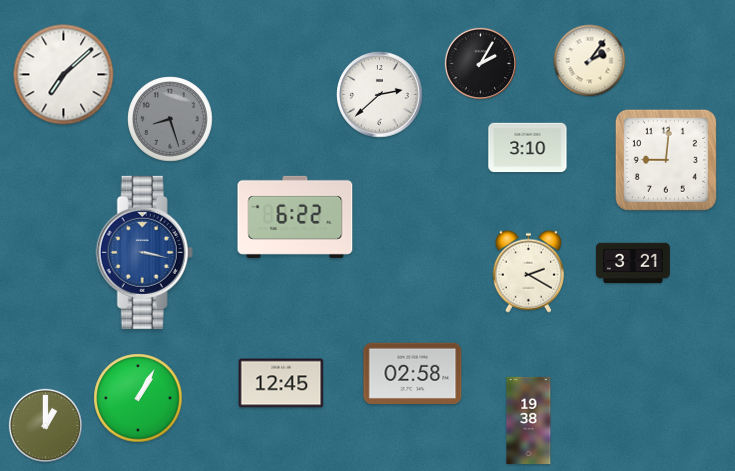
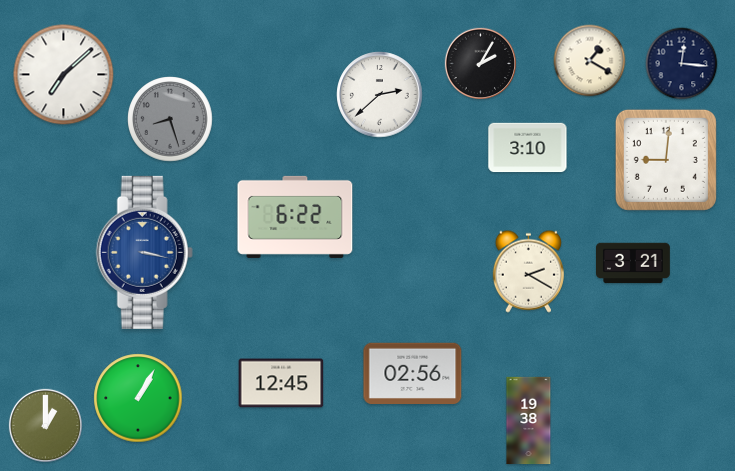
clock at (590, 61): 2:06 -> 1:20
clock at (682, 64): none -> 12:16
clock at (413, 373): 02:58 -> 02:56
